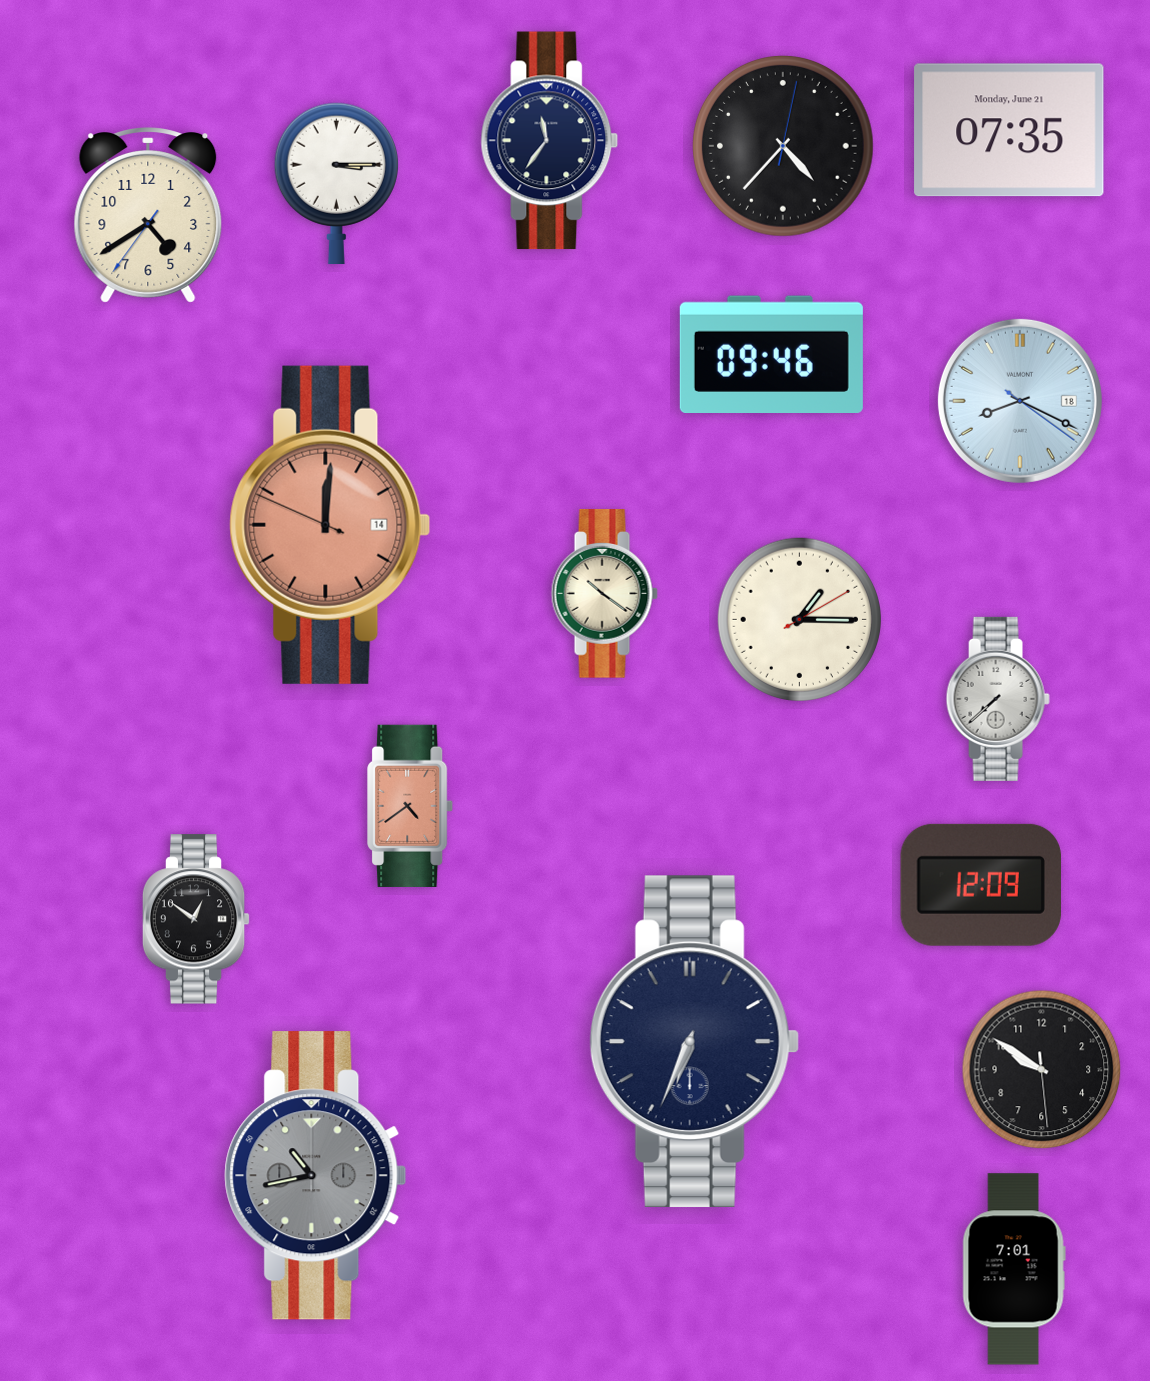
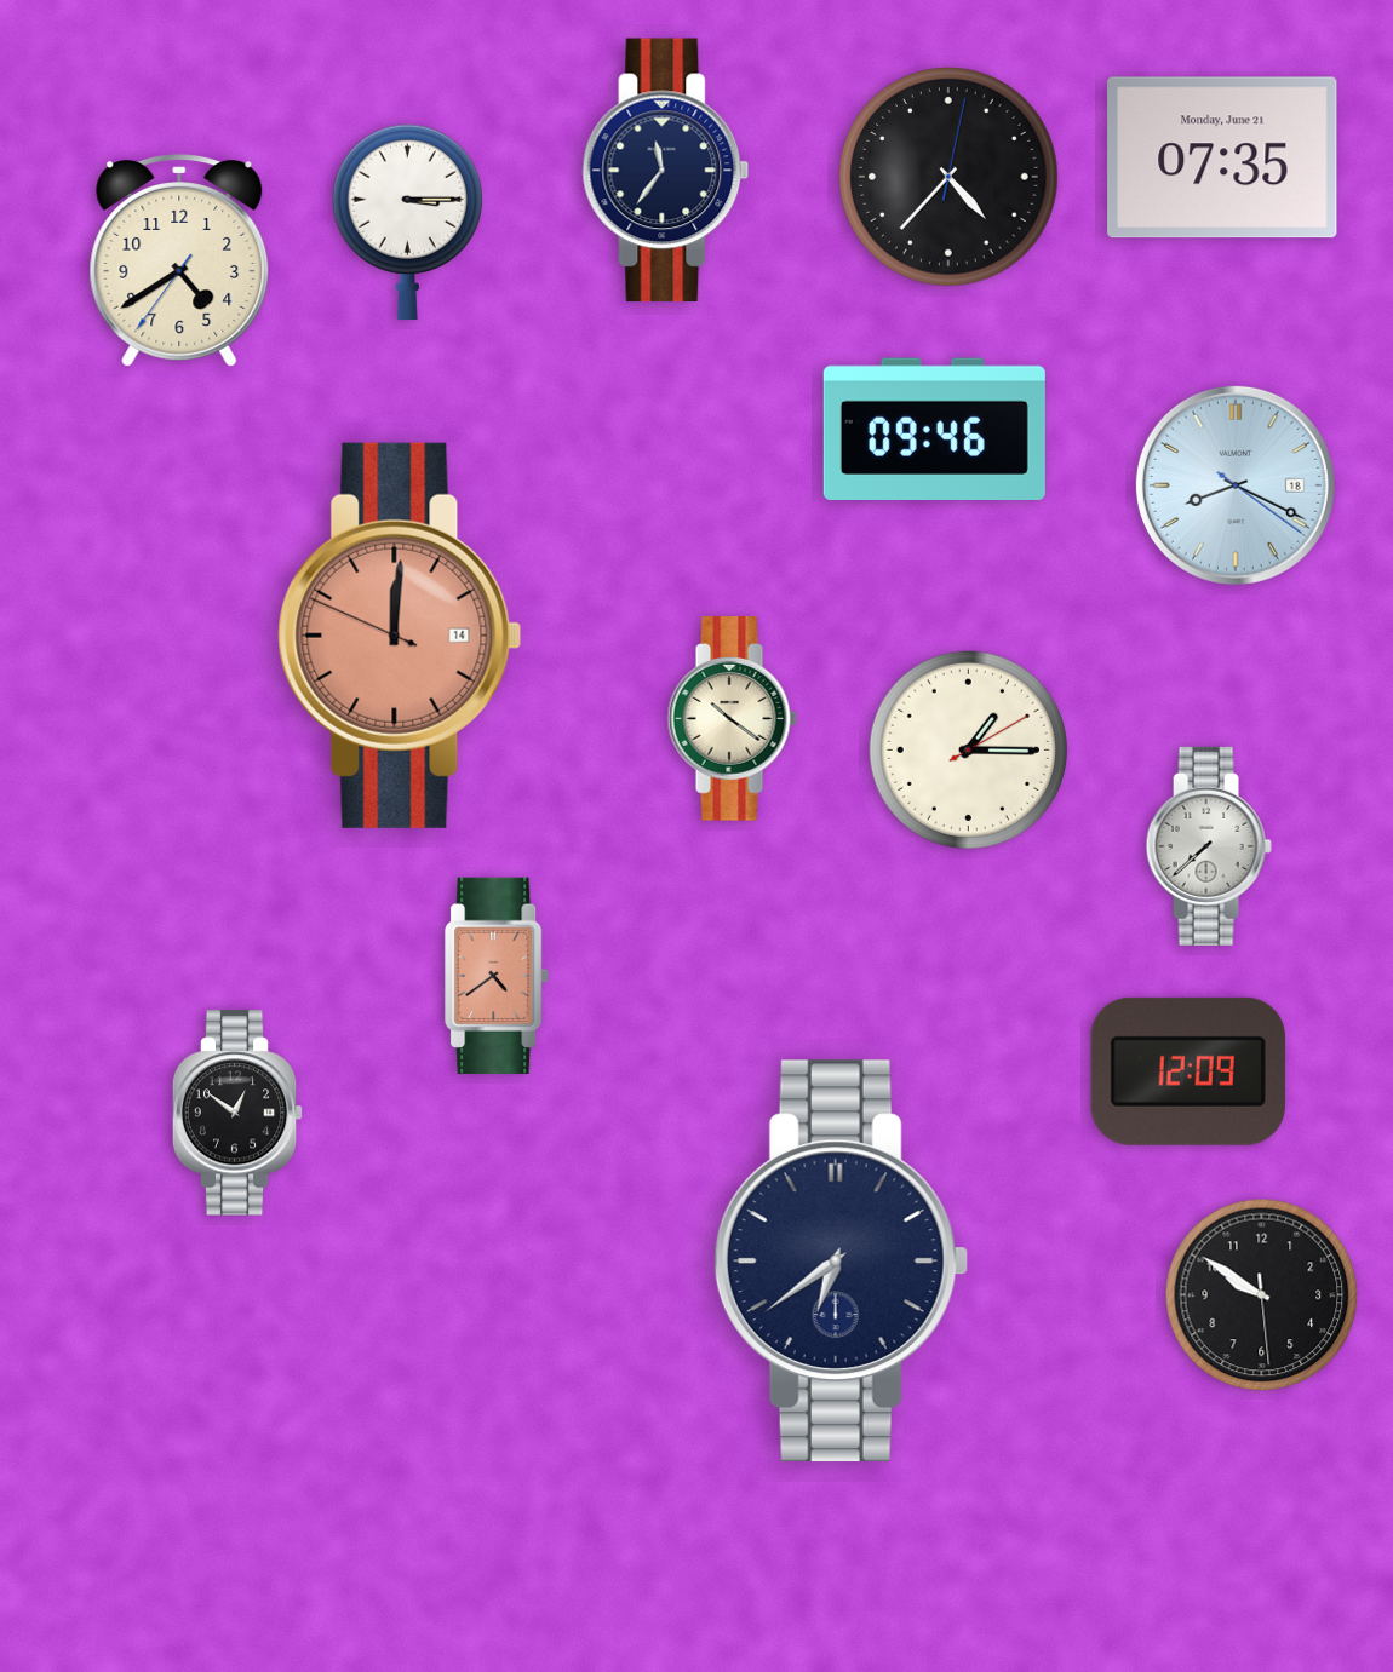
clock at (694, 1042): 6:34 -> 6:39
clock at (316, 1176): 10:43 -> none
clock at (1014, 1269): 7:01 -> none
